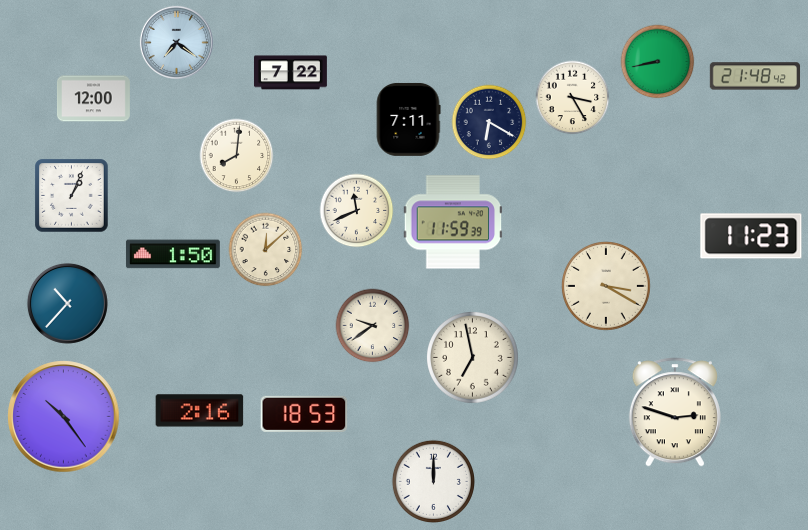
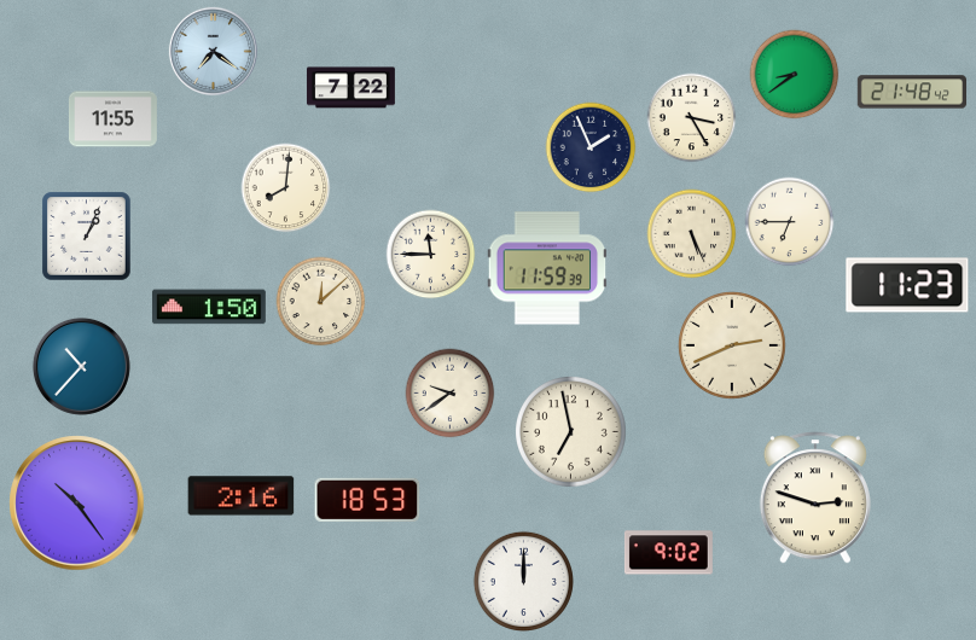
clock at (658, 62): 8:43 -> 8:39
clock at (93, 99): 12:00 -> 11:55
clock at (408, 119): 7:11 -> none
clock at (489, 122): 6:20 -> 1:56
clock at (790, 222): none -> 6:45
clock at (692, 234): none -> 5:26
clock at (357, 211): 11:41 -> 11:45
clock at (606, 286): 3:20 -> 2:41
clock at (668, 553): none -> 9:02
